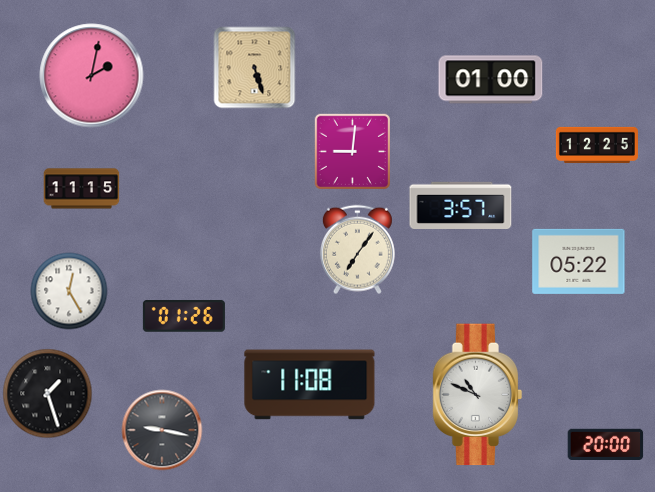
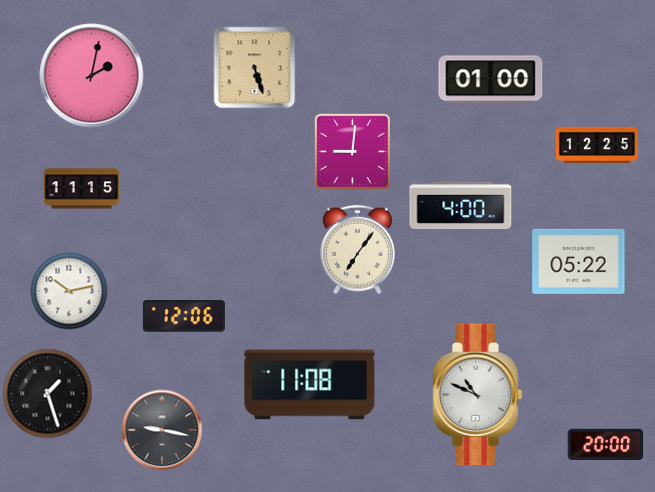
clock at (461, 205): 3:57 -> 4:00
clock at (69, 291): 12:25 -> 10:13
clock at (184, 316): 01:26 -> 12:06
